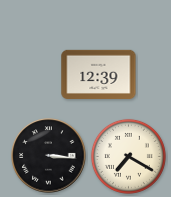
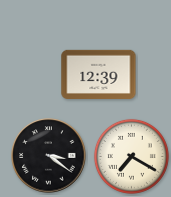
clock at (49, 156): 3:16 -> 3:21
clock at (128, 156) position: (128, 156) -> (131, 156)
